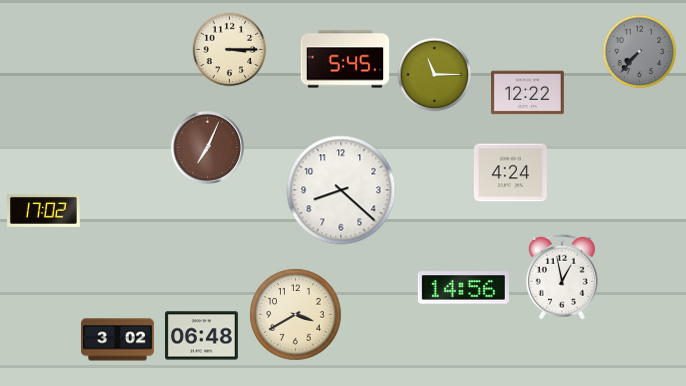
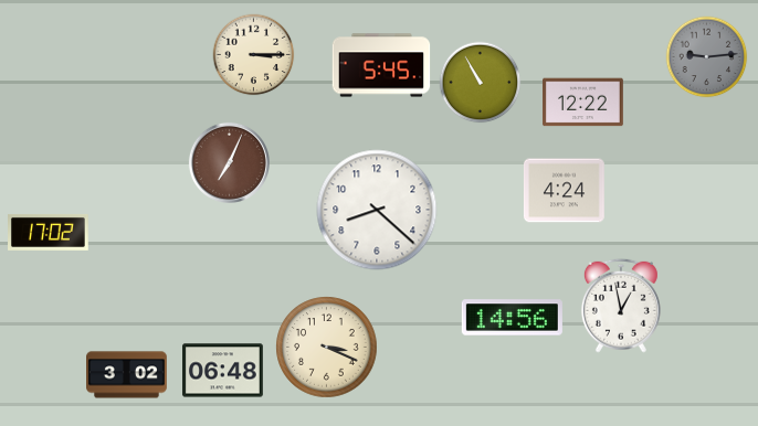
clock at (640, 52): 7:37 -> 9:14
clock at (435, 75): 11:15 -> 10:55
clock at (296, 315): 3:40 -> 3:19
clock at (118, 340) position: (118, 340) -> (127, 375)
